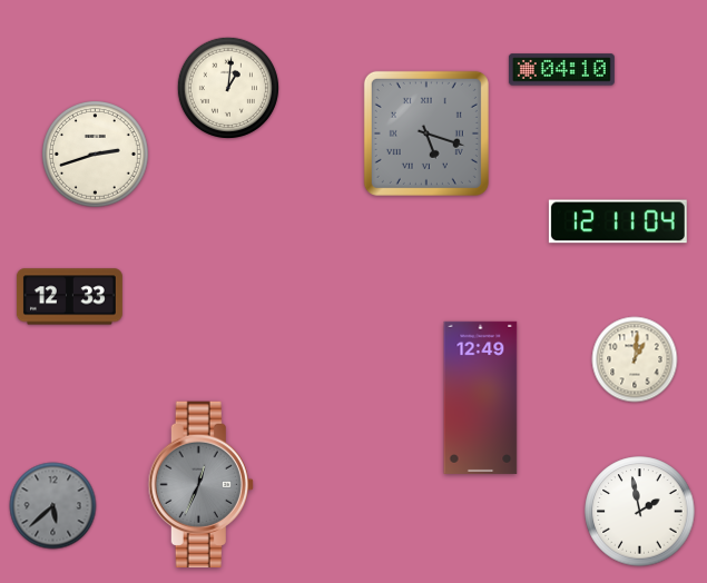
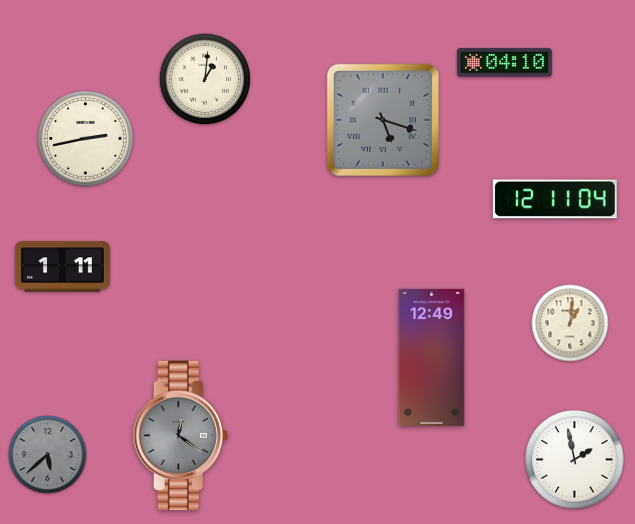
clock at (96, 155): 2:42 -> 2:43
clock at (69, 297): 12:33 -> 1:11
clock at (200, 485): 12:34 -> 12:21
